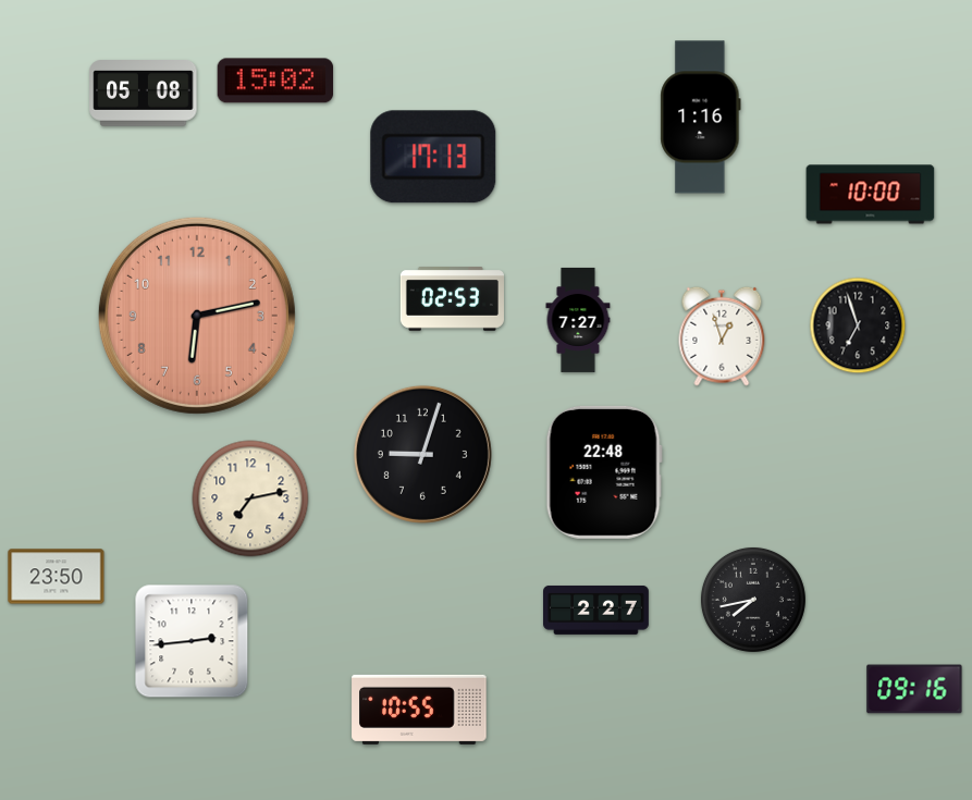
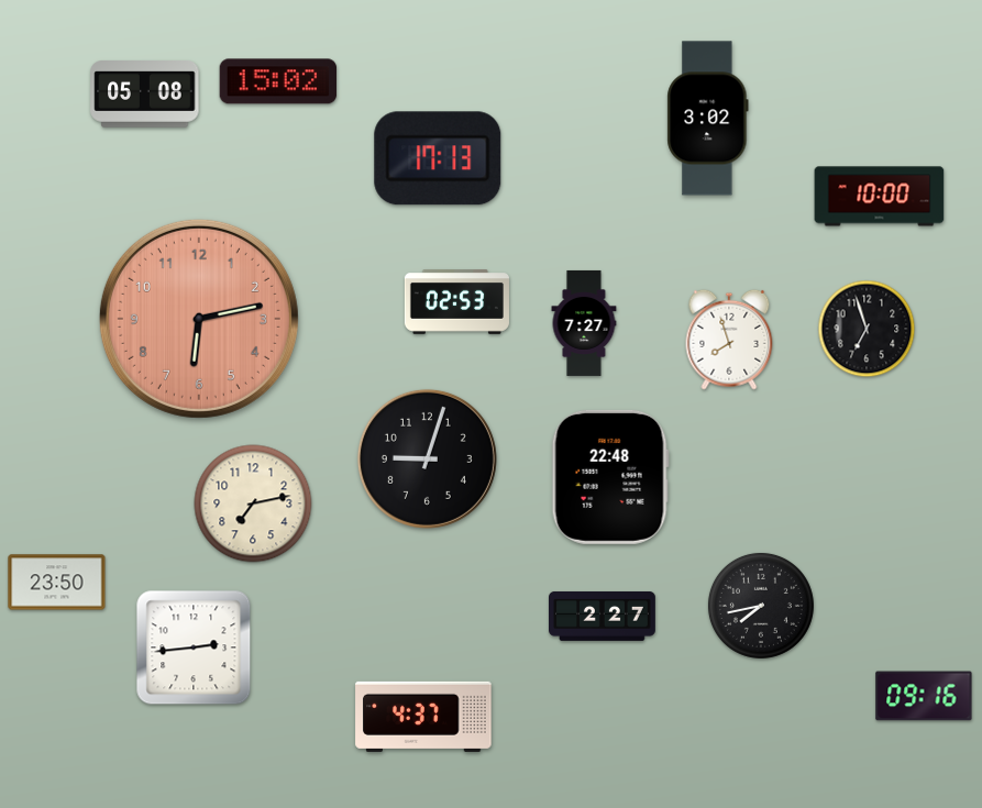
clock at (701, 118): 1:16 -> 3:02
clock at (722, 336): 12:57 -> 7:57
clock at (419, 710): 10:55 -> 4:37
